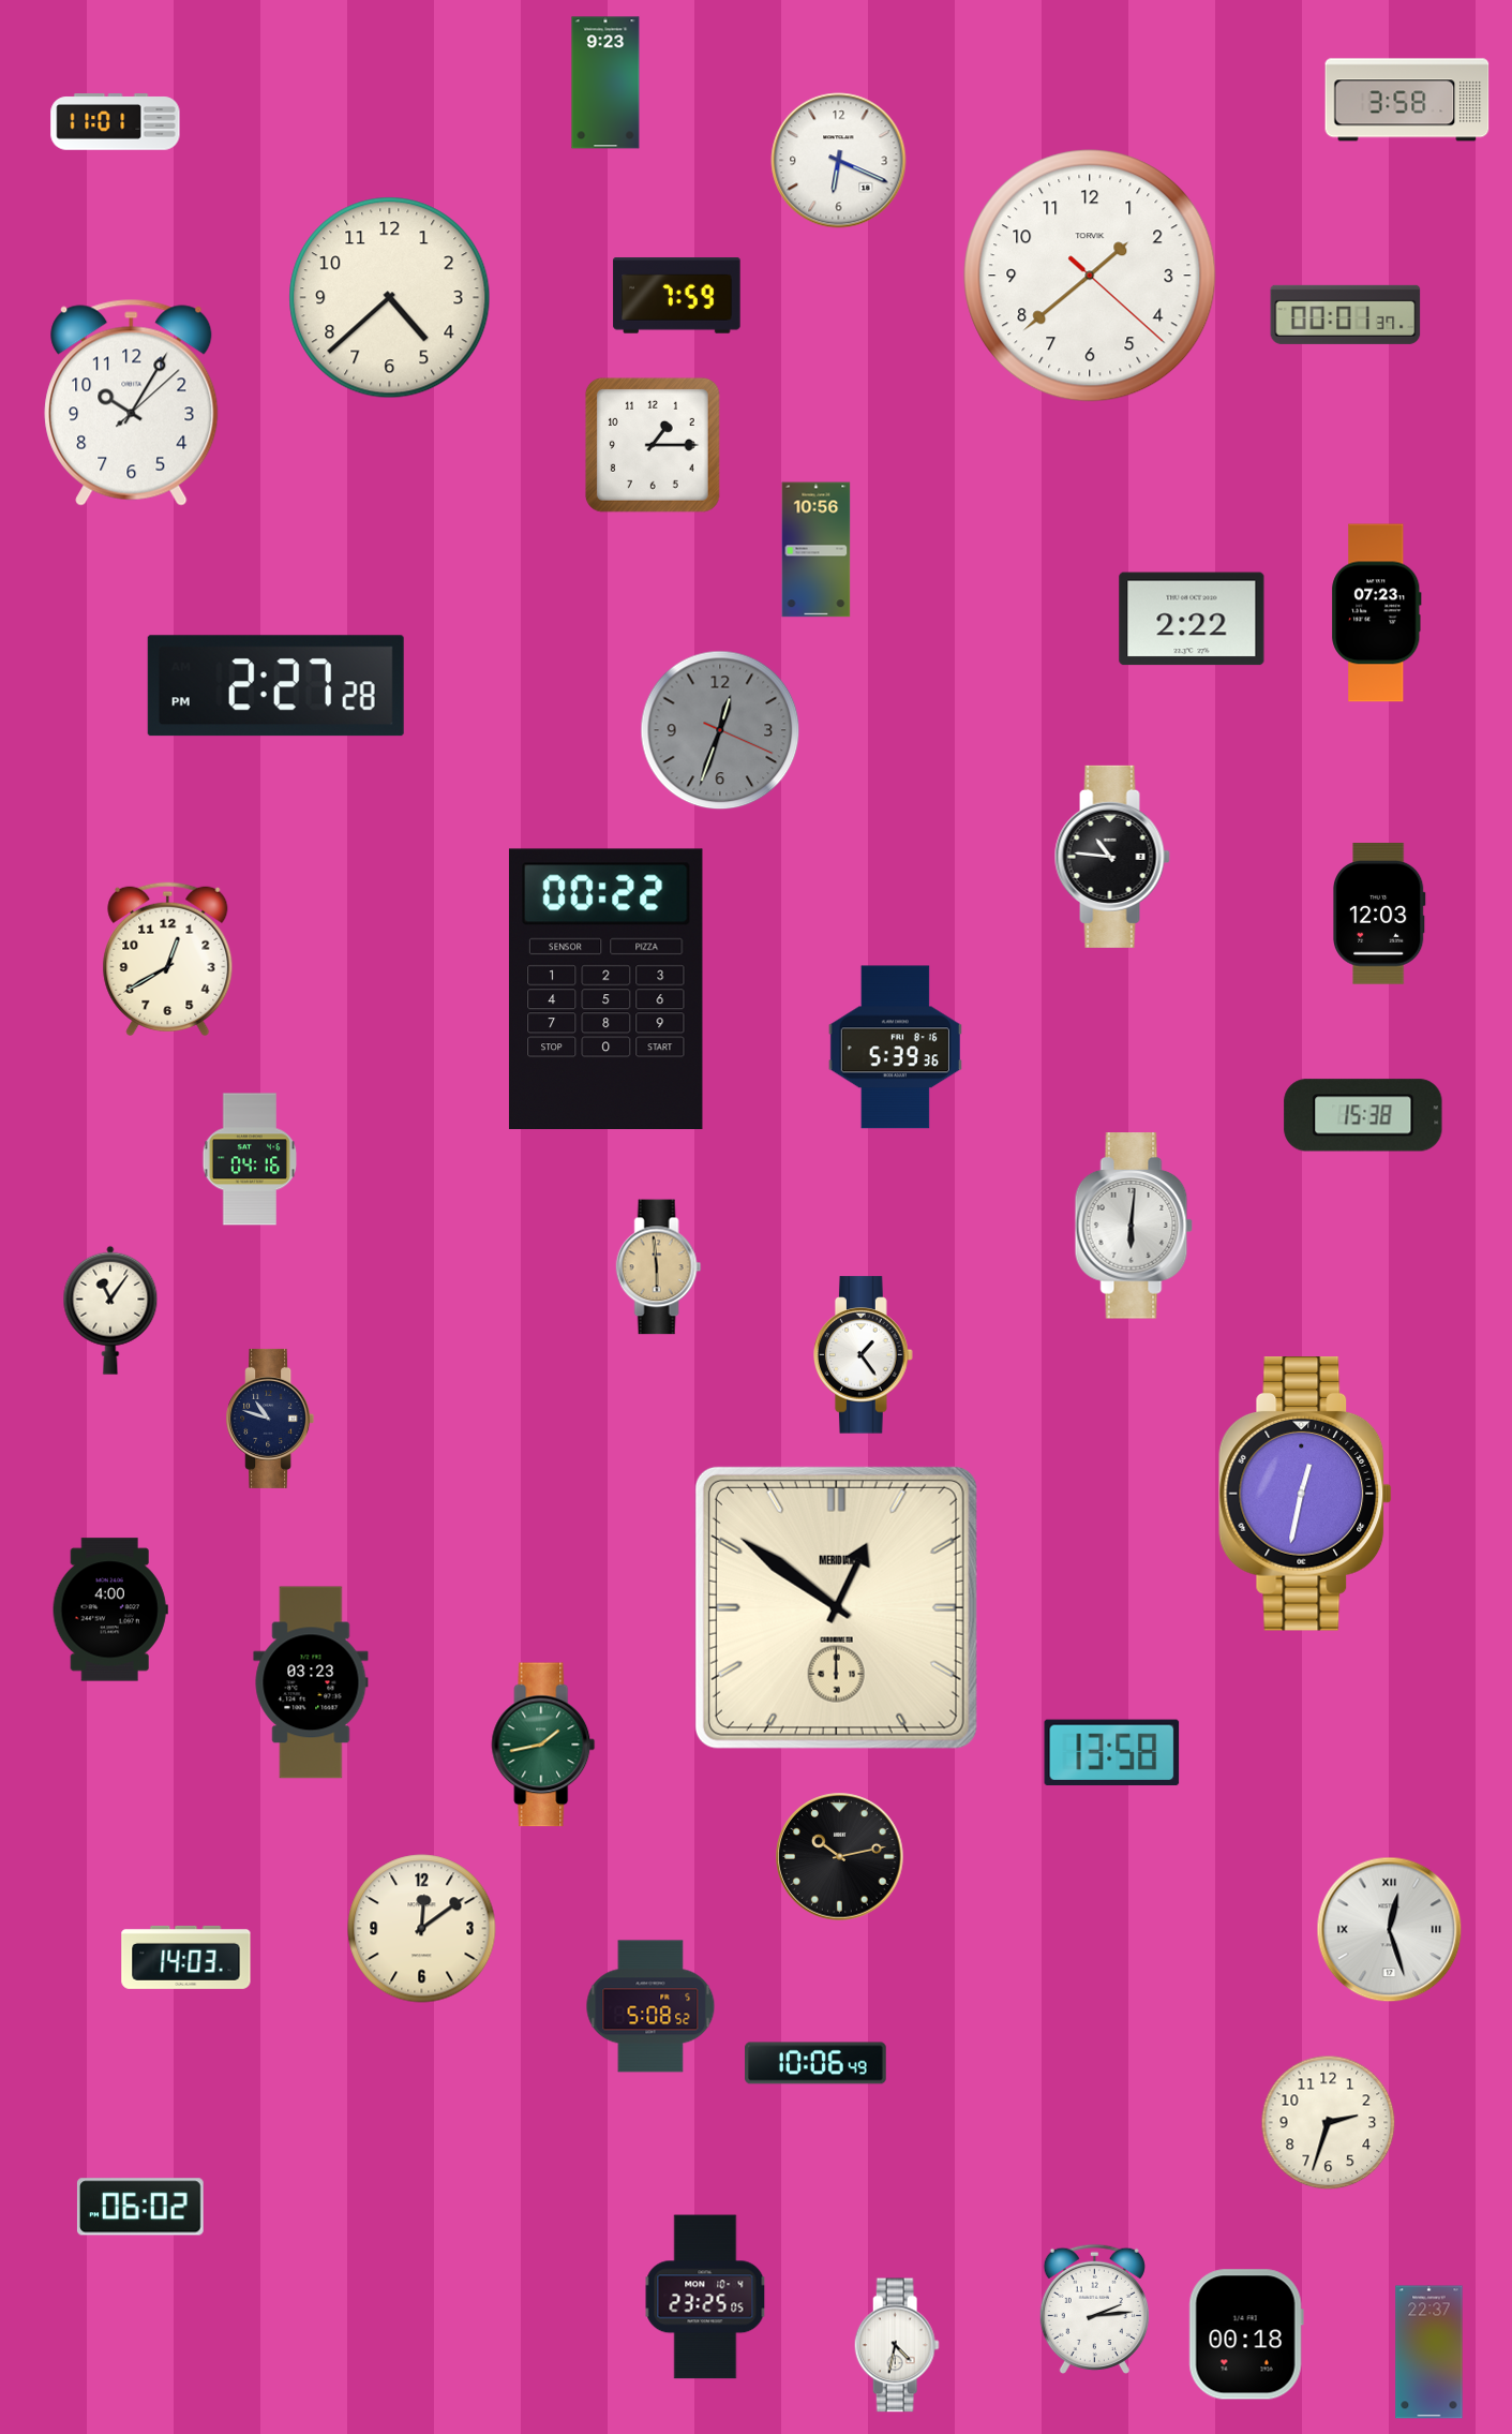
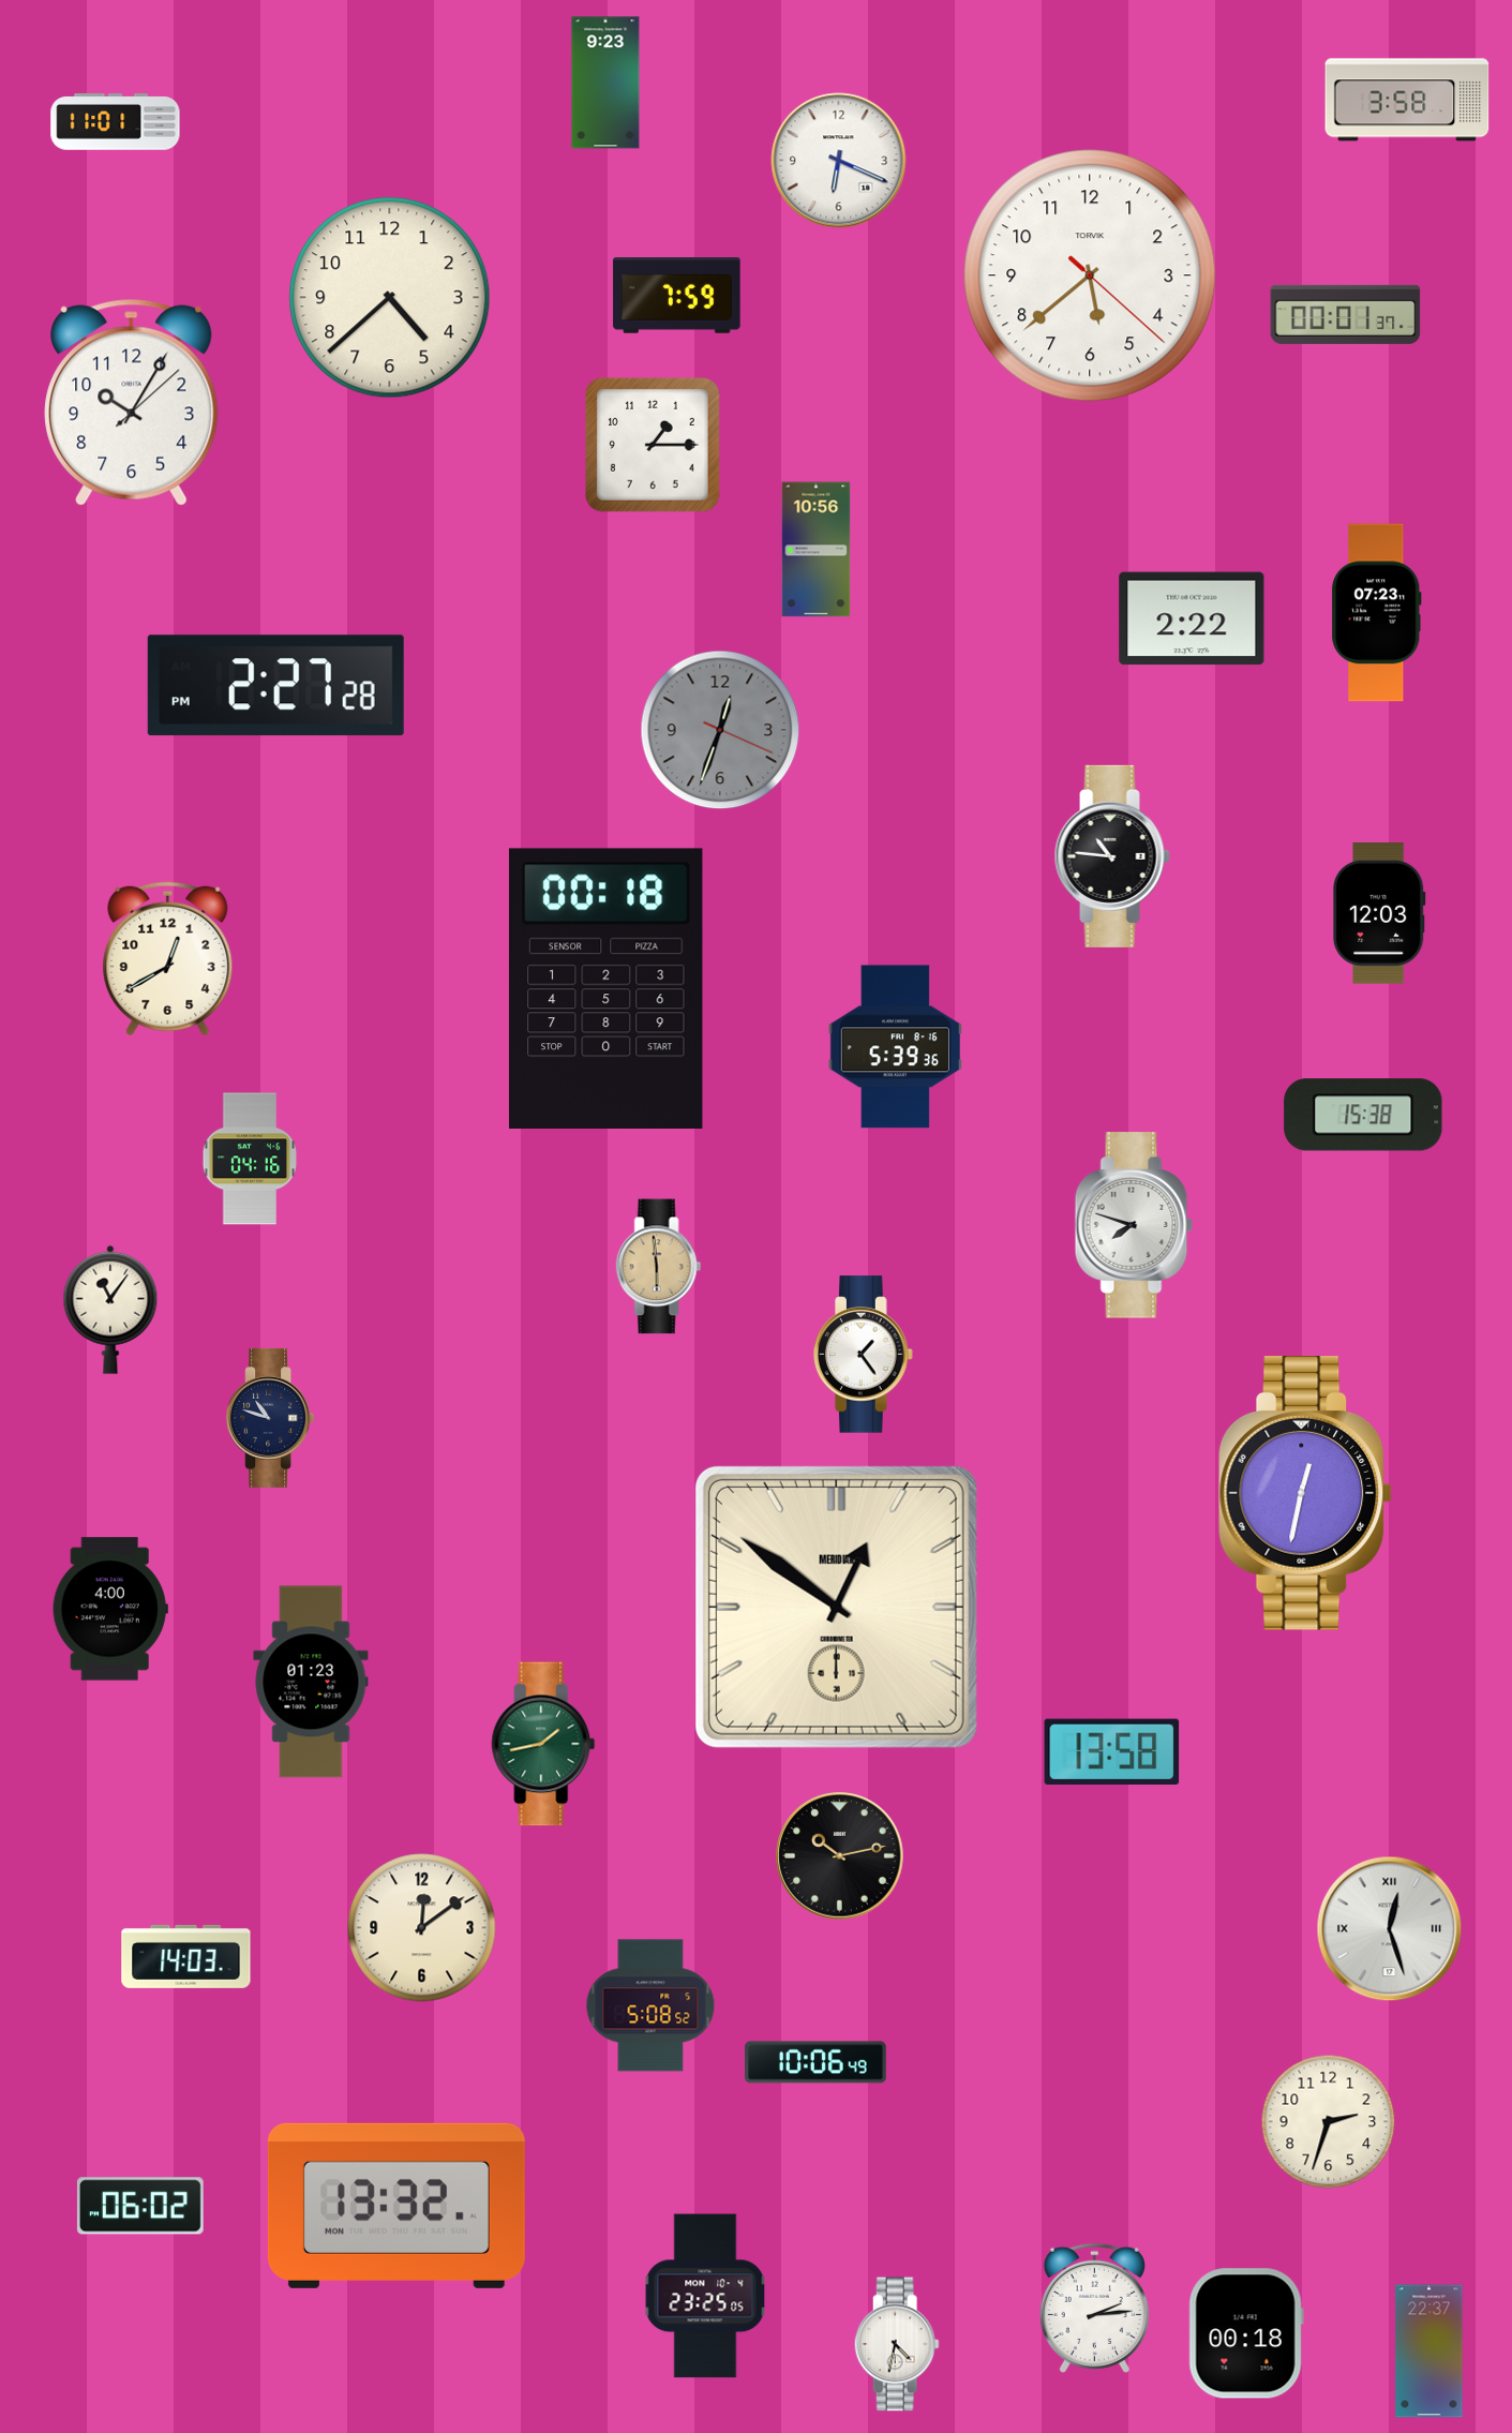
clock at (1090, 276): 1:38 -> 5:38
clock at (605, 989): 00:22 -> 00:18
clock at (1134, 1226): 6:01 -> 7:48
clock at (311, 1682): 03:23 -> 01:23
clock at (396, 2206): none -> 13:32
